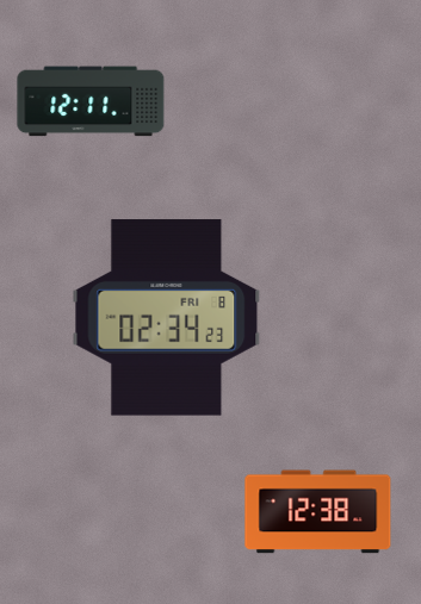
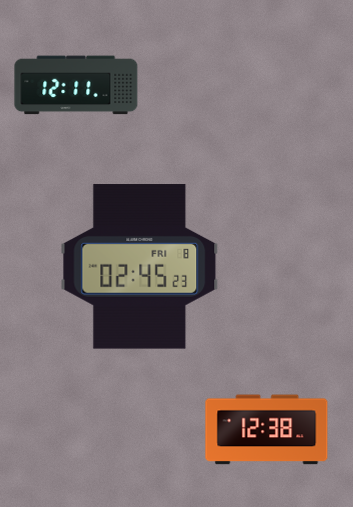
clock at (167, 318): 02:34 -> 02:45
